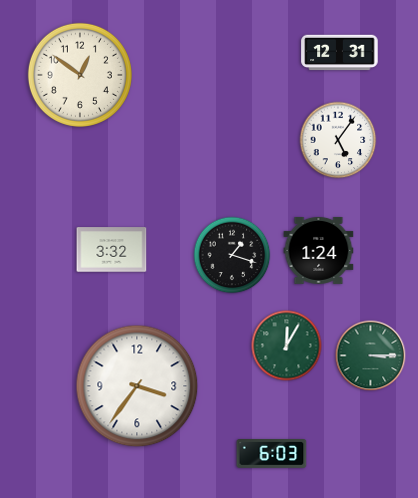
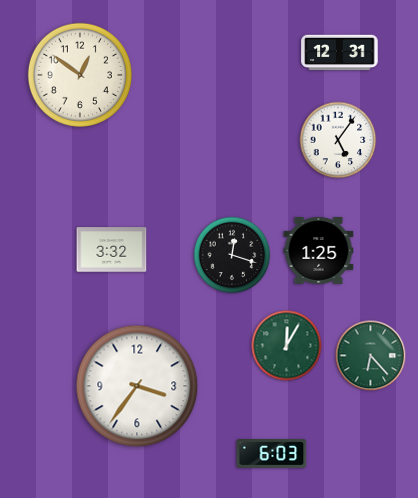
clock at (319, 250): 1:24 -> 1:25
clock at (232, 255): 1:18 -> 12:18
clock at (371, 356): 3:15 -> 6:23
